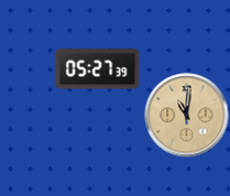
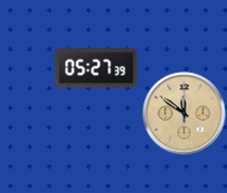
clock at (187, 116): 11:01 -> 11:51
